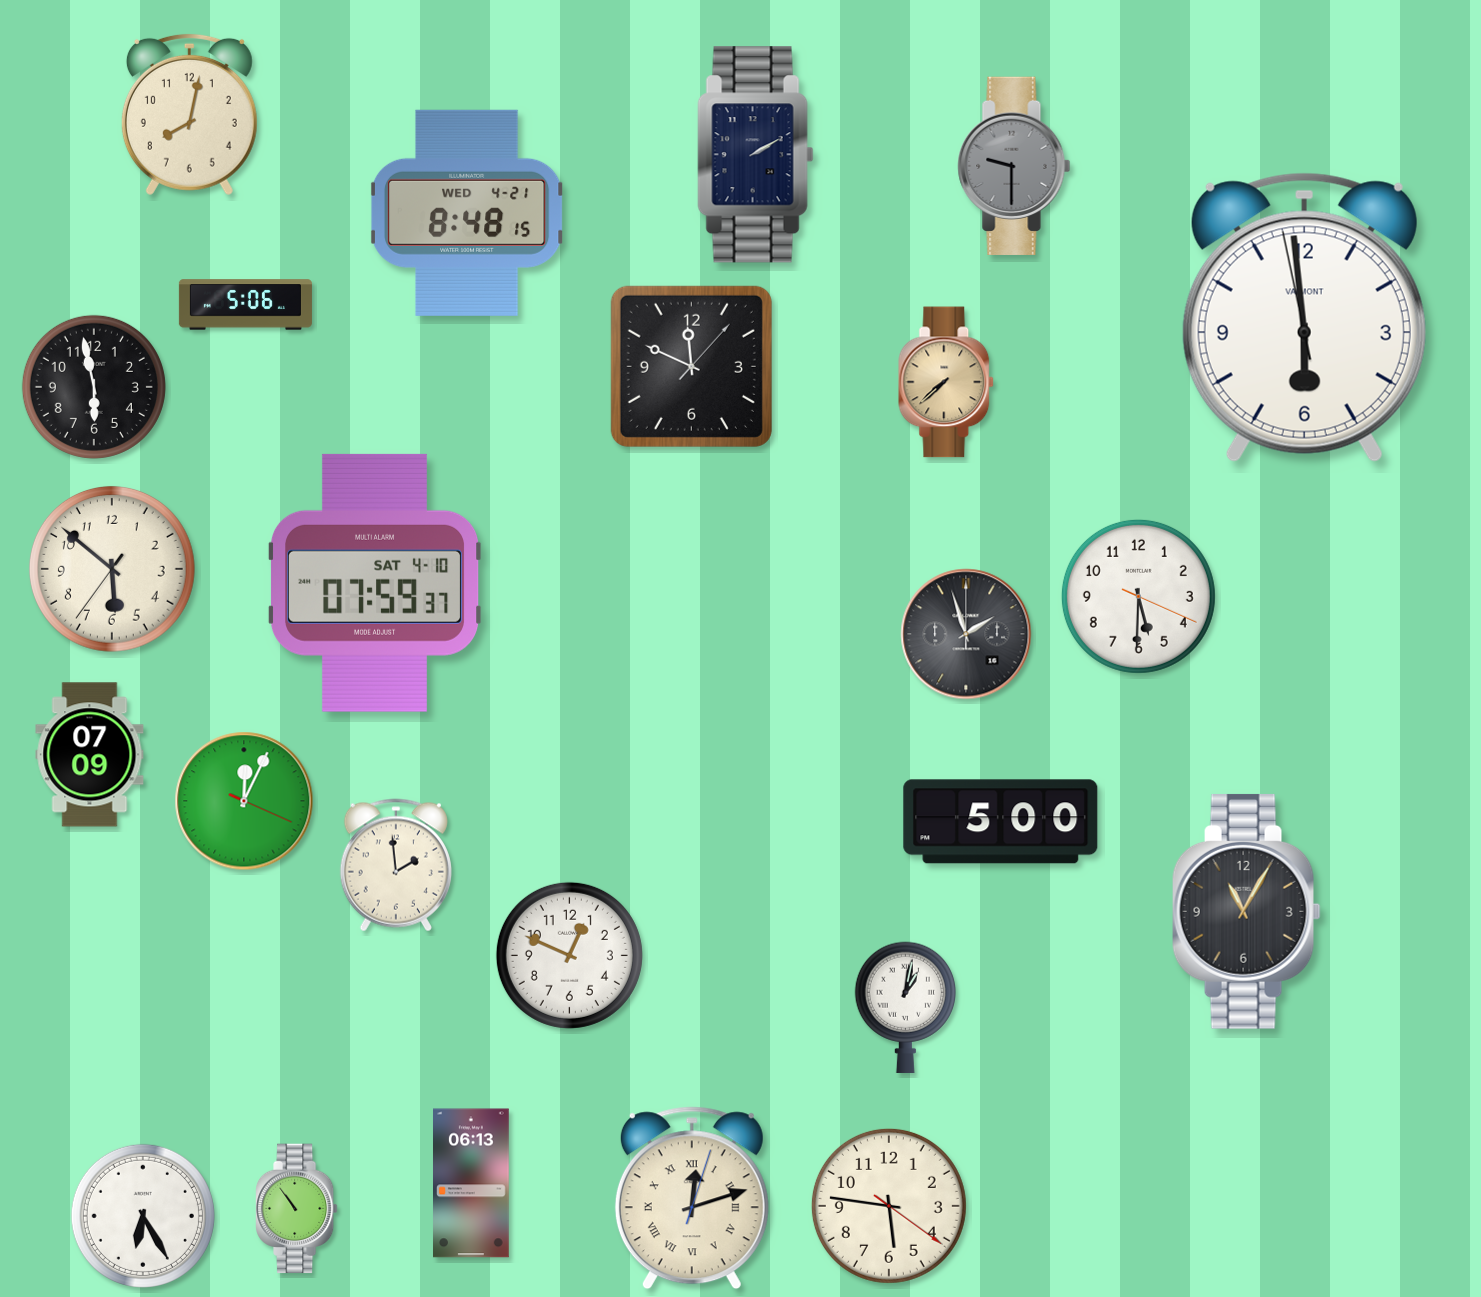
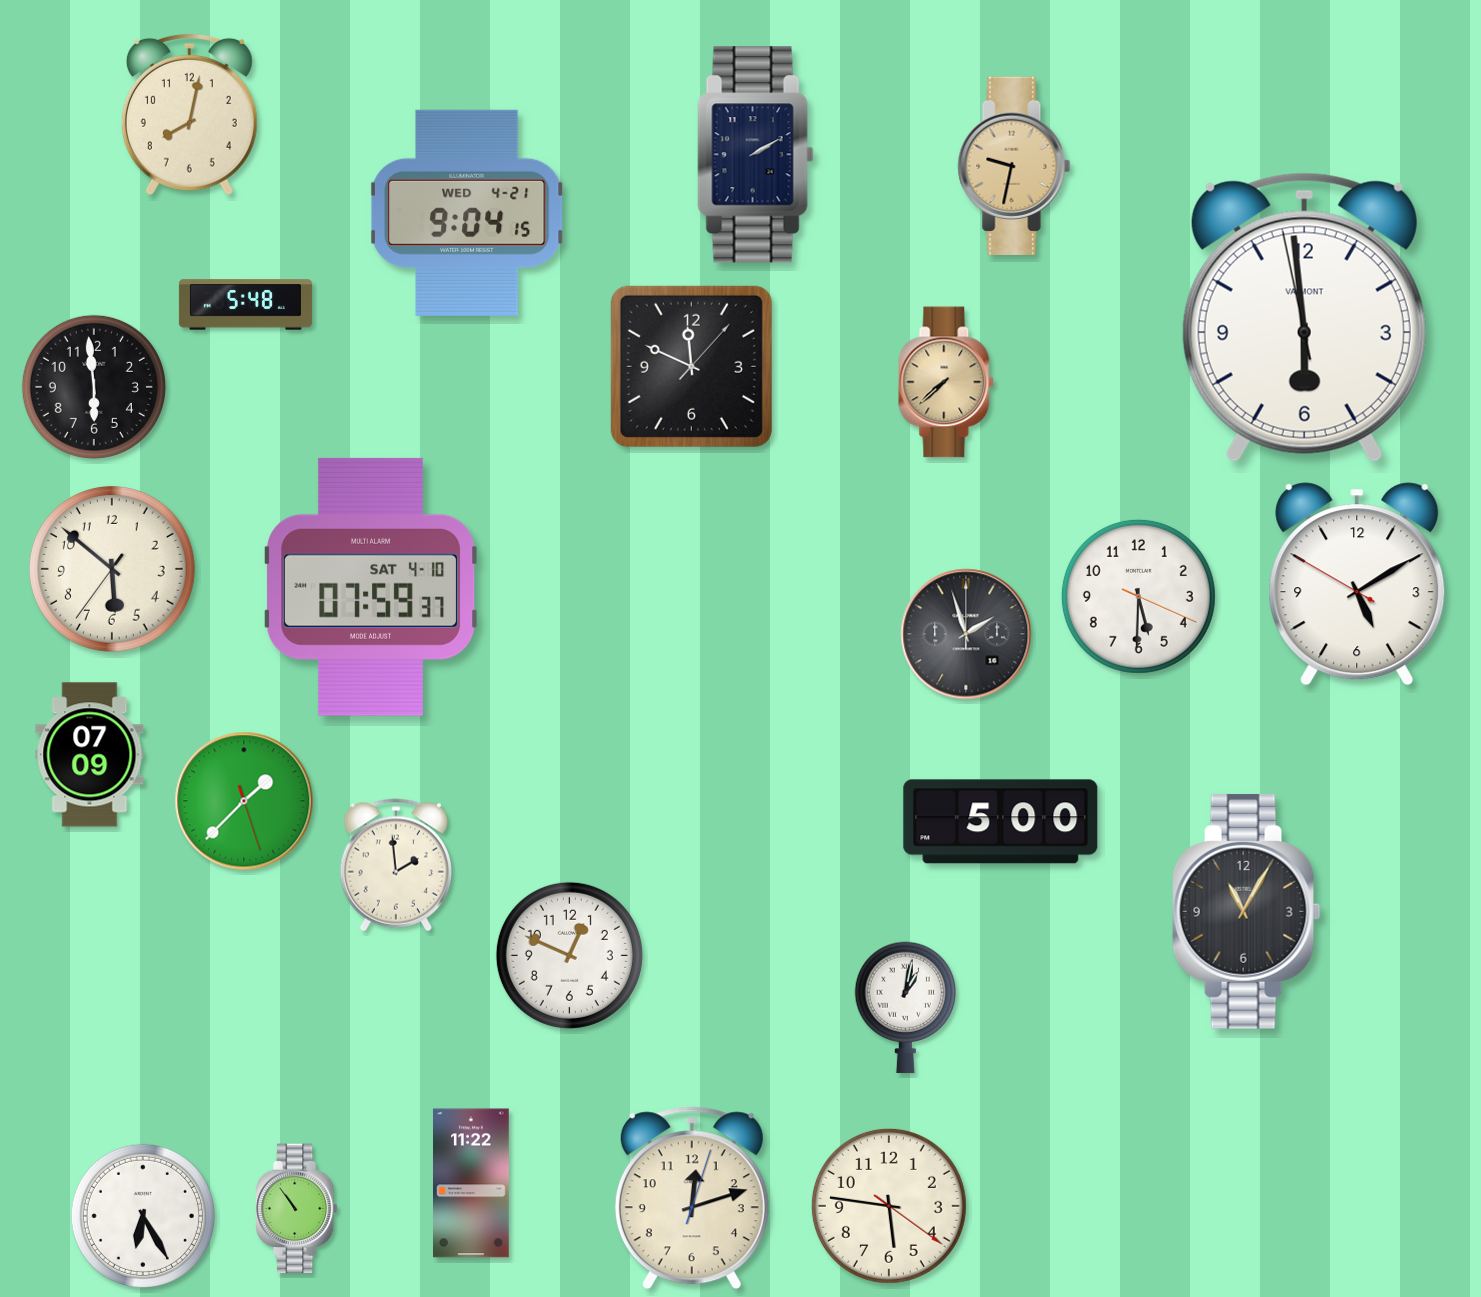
clock at (1014, 166): 9:30 -> 9:32
clock at (1014, 166) dial: grey -> champagne
clock at (467, 213): 8:48 -> 9:04
clock at (245, 305): 5:06 -> 5:48
clock at (94, 387): 5:58 -> 5:59
clock at (375, 583) position: (375, 583) -> (371, 587)
clock at (1357, 584): none -> 5:09
clock at (244, 801): 12:04 -> 1:37
clock at (472, 1183): 06:13 -> 11:22
clock at (692, 1198) numerals: Roman -> Arabic
